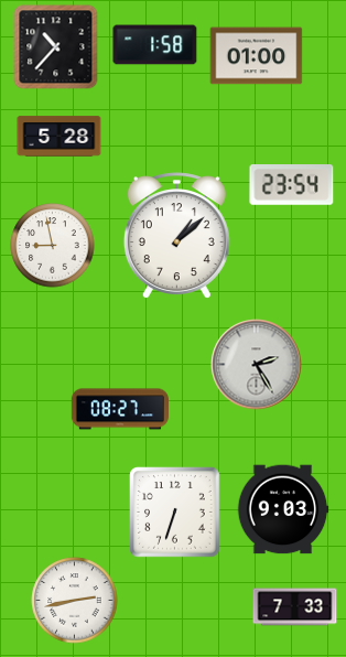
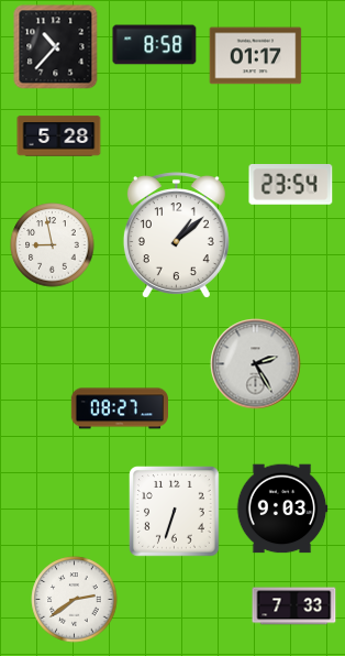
clock at (155, 45): 1:58 -> 8:58
clock at (257, 56): 01:00 -> 01:17
clock at (75, 601): 2:43 -> 2:39
